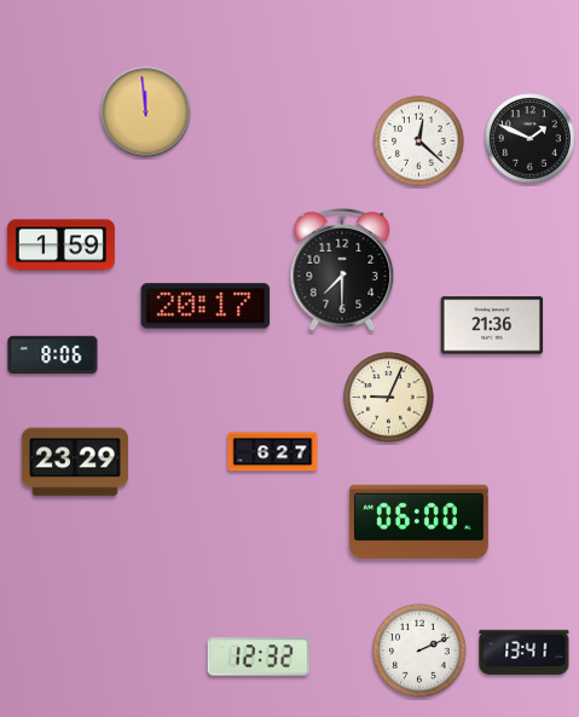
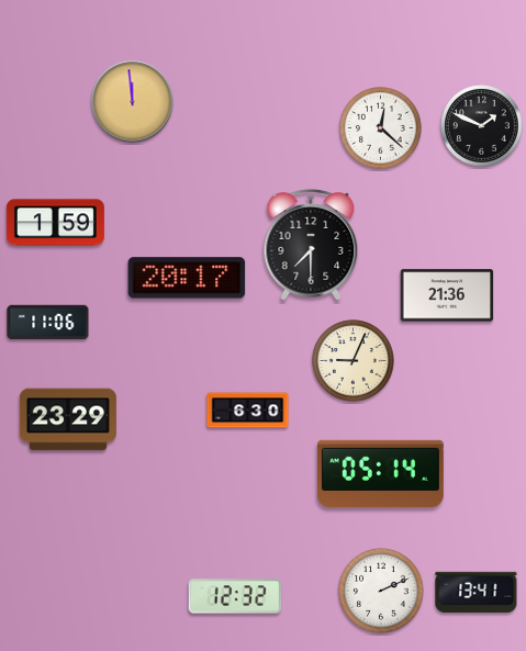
clock at (53, 355): 8:06 -> 11:06
clock at (273, 452): 6:27 -> 6:30
clock at (418, 521): 06:00 -> 05:14
